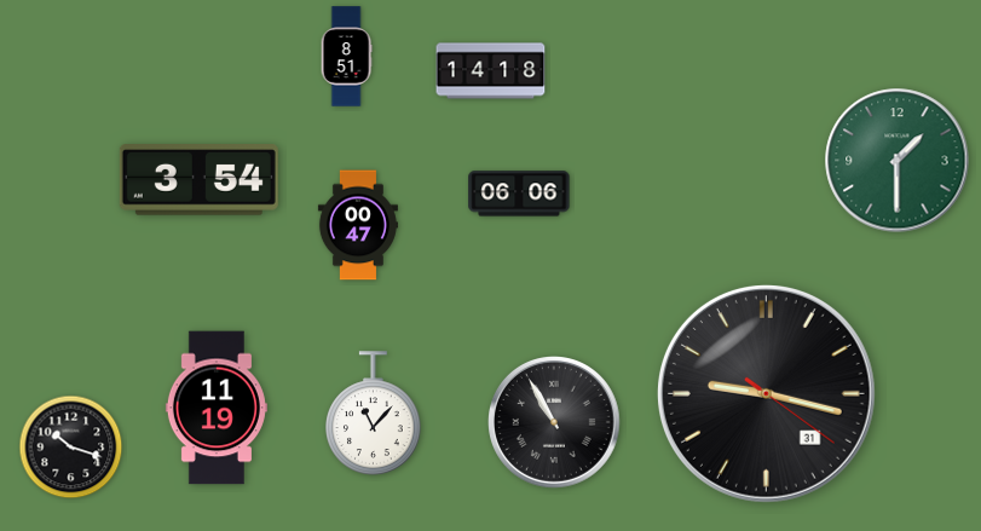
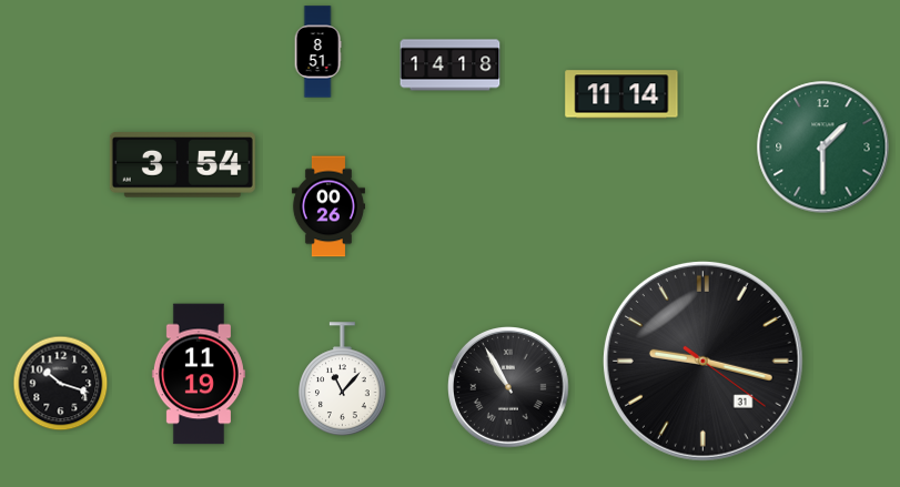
clock at (621, 94): none -> 11:14
clock at (519, 194): 06:06 -> none
clock at (358, 225): 00:47 -> 00:26
clock at (71, 448) position: (71, 448) -> (61, 384)
